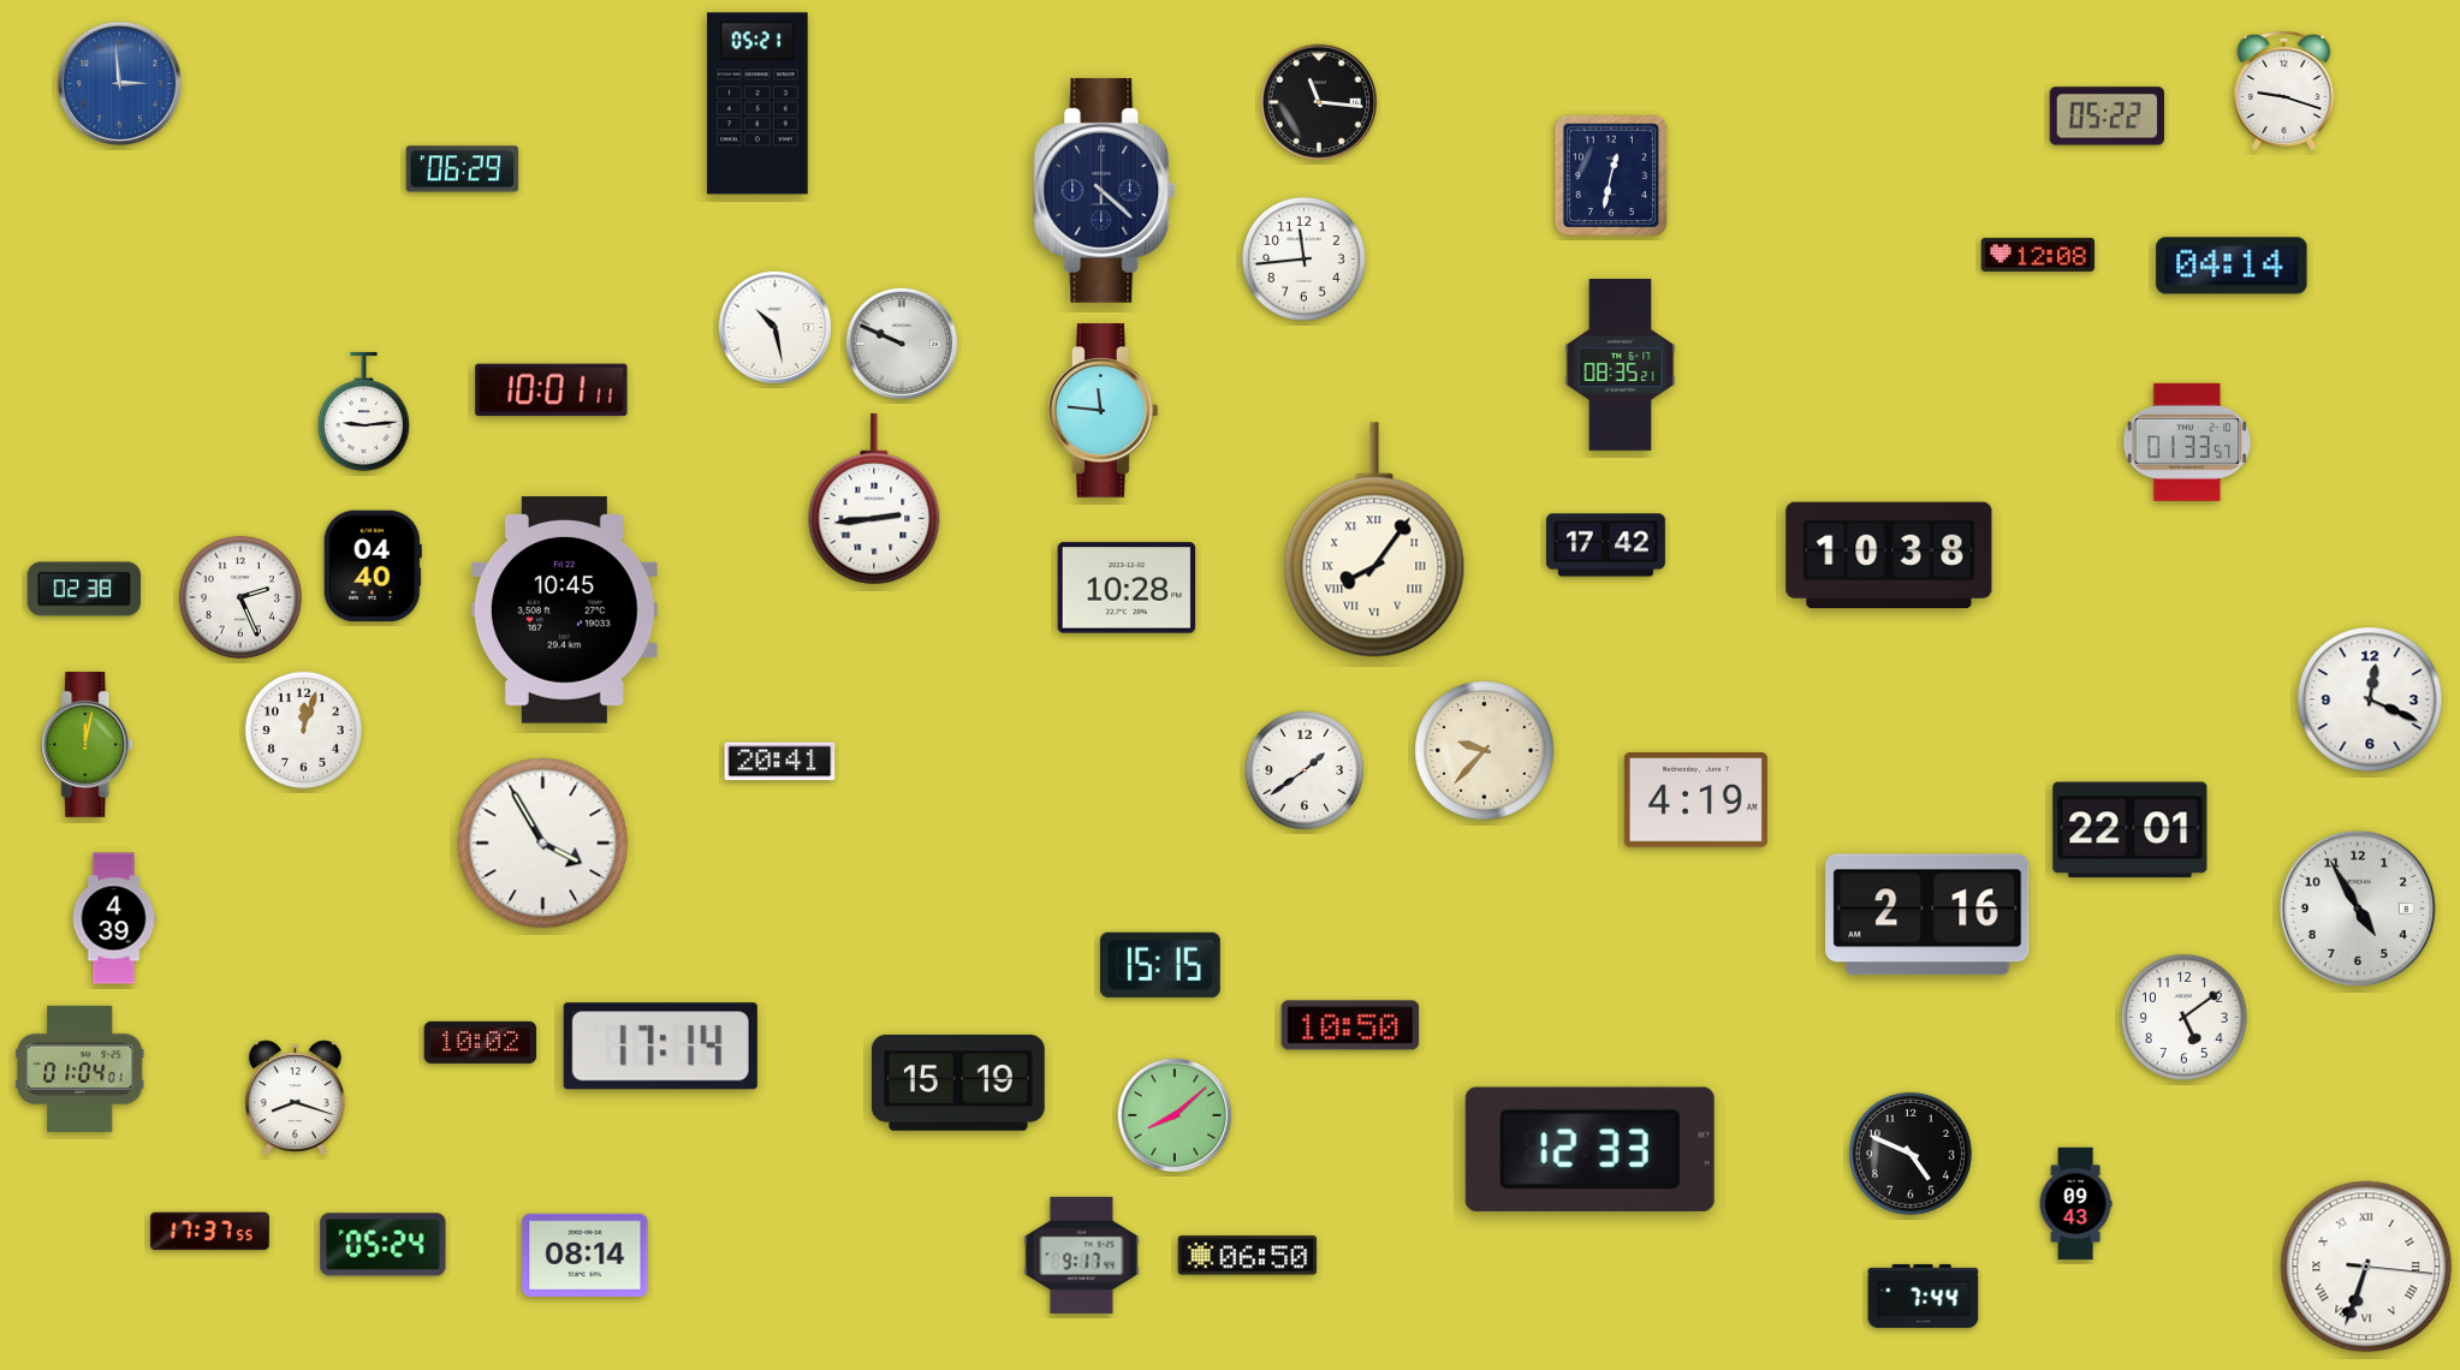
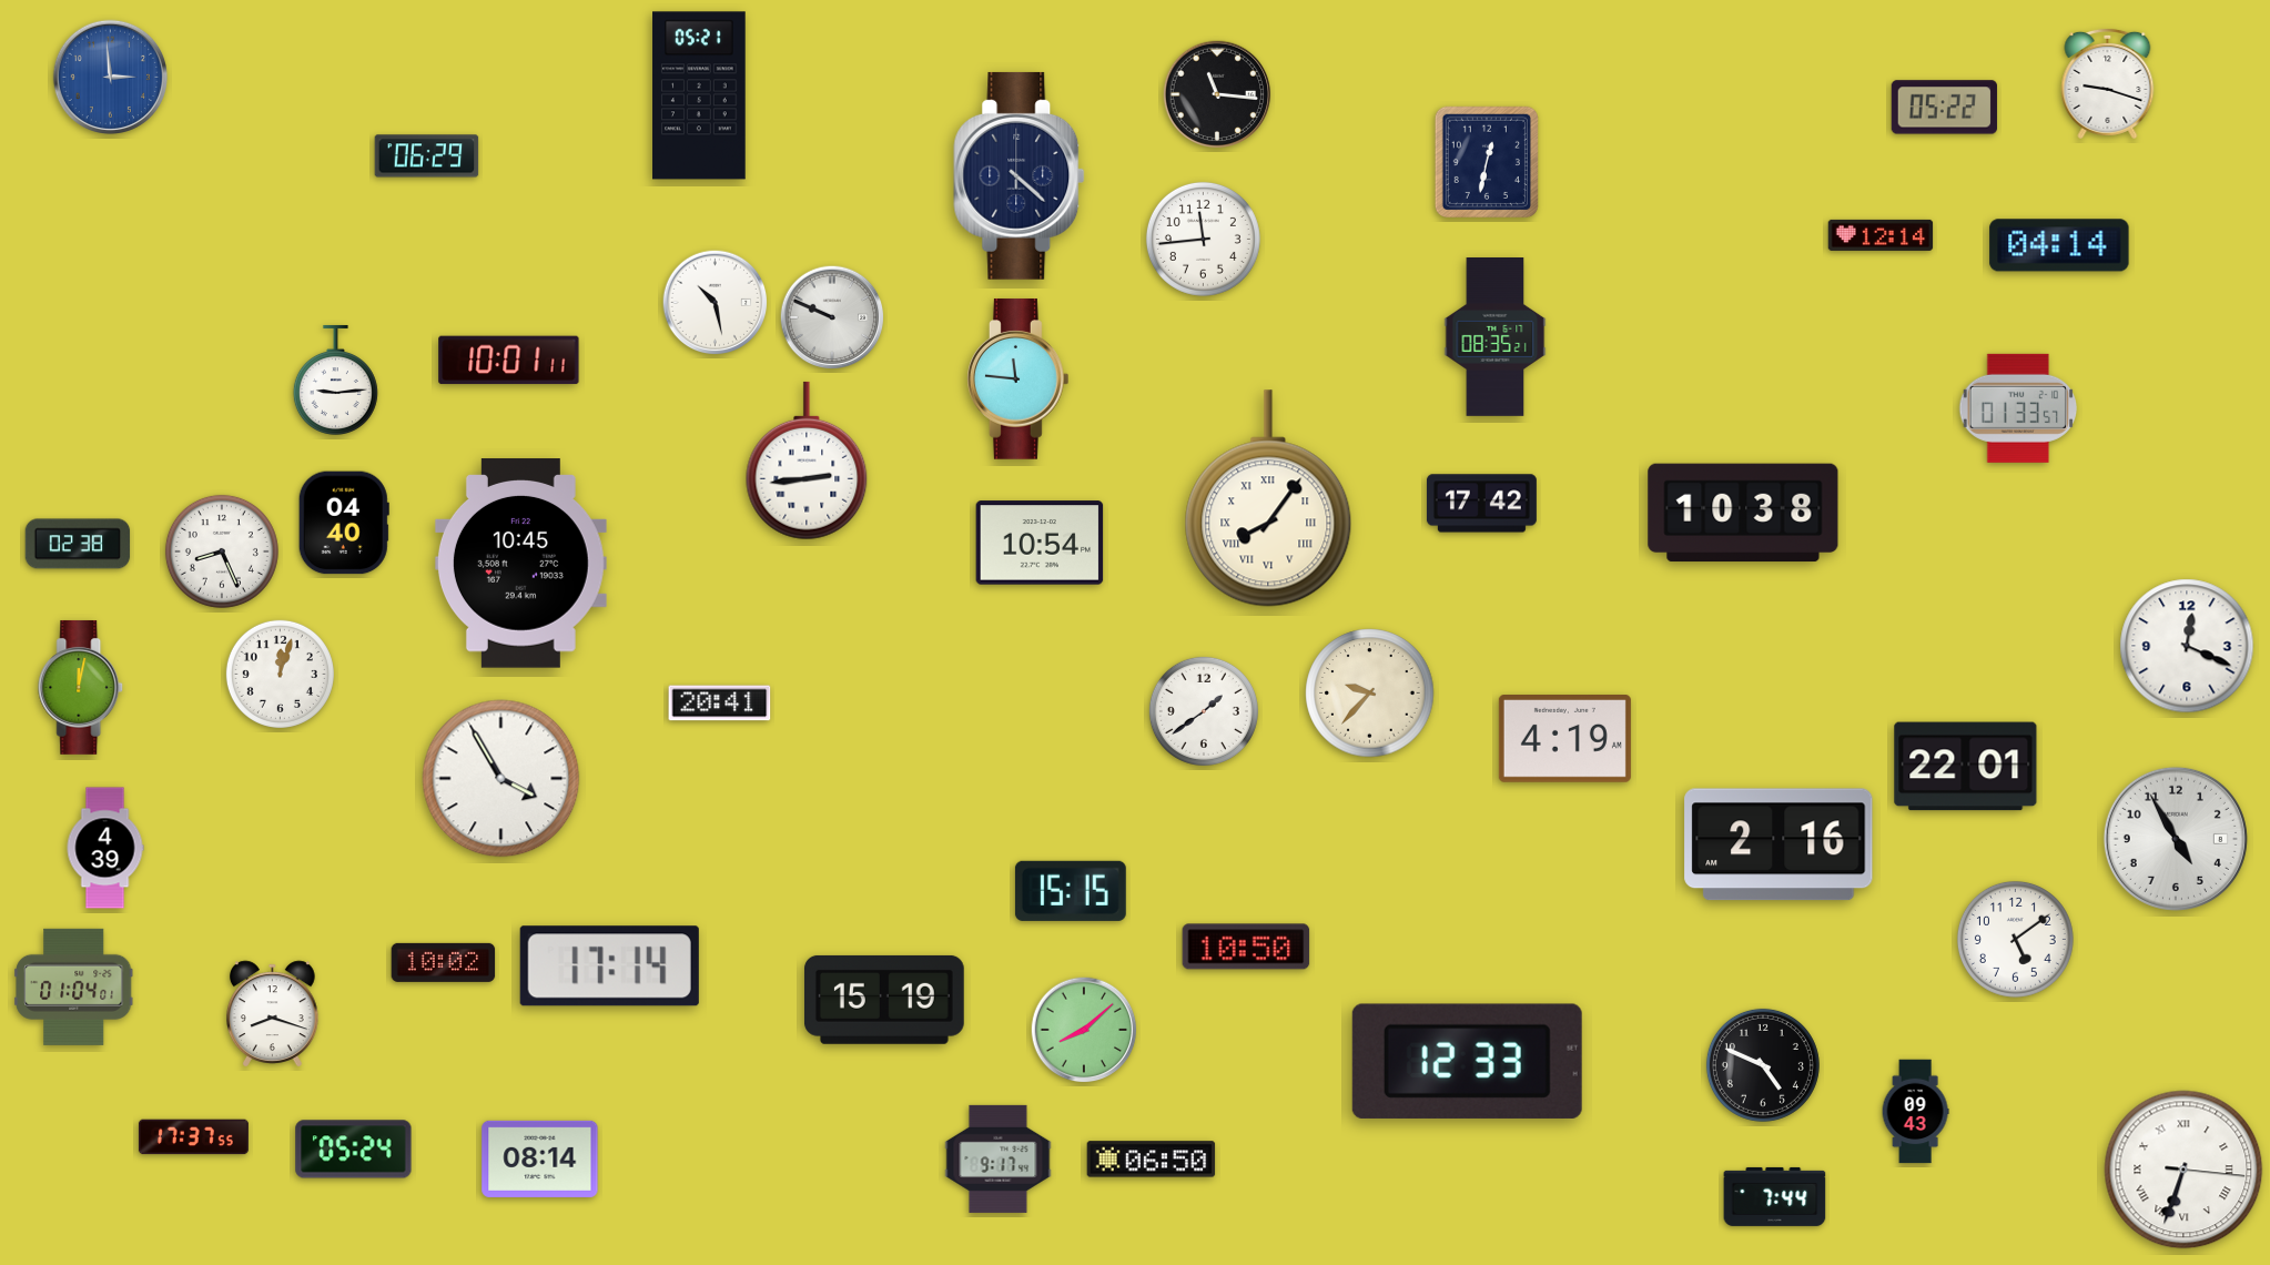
clock at (2038, 255): 12:08 -> 12:14
clock at (1127, 588): 10:28 -> 10:54
clock at (240, 597): 2:26 -> 8:26
